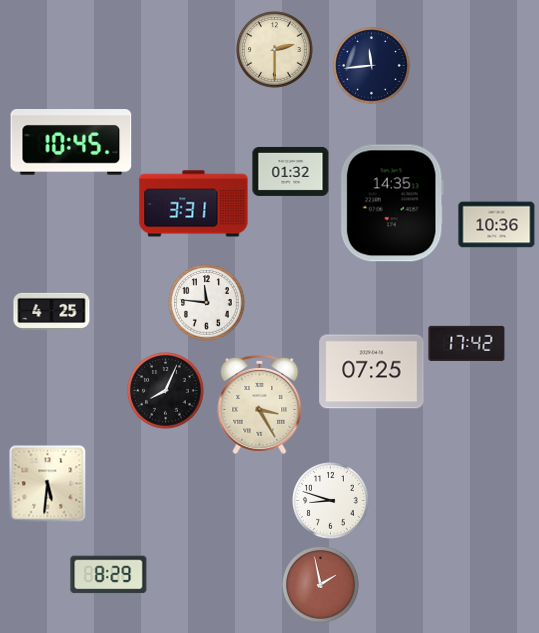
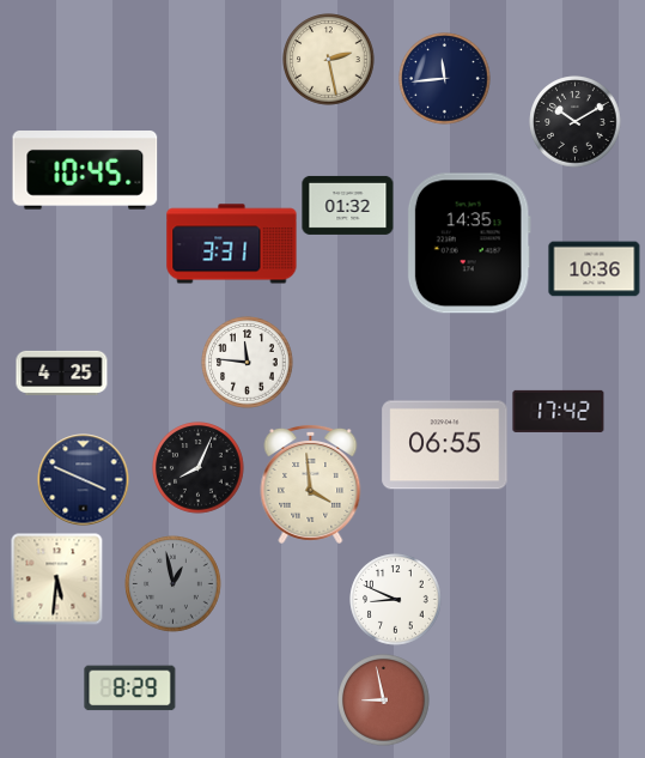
clock at (275, 50): 2:30 -> 2:28
clock at (576, 122): none -> 10:10
clock at (372, 372): 07:25 -> 06:55
clock at (84, 480): none -> 3:49
clock at (260, 404): 3:25 -> 3:59
clock at (174, 584): none -> 12:58
clock at (331, 501): 8:48 -> 8:49
clock at (321, 585): 1:58 -> 8:58
